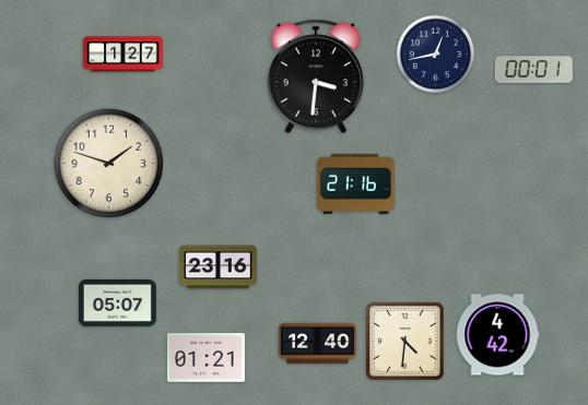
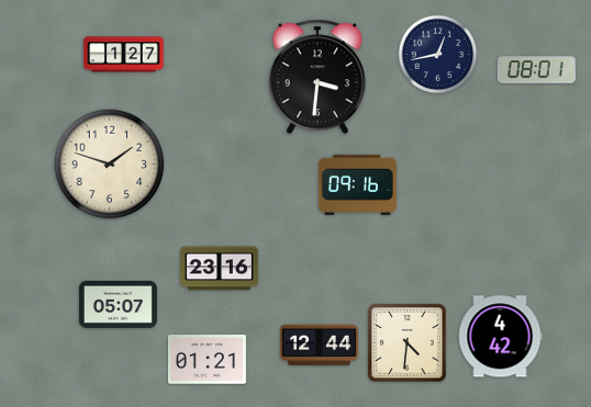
clock at (533, 70): 00:01 -> 08:01
clock at (355, 183): 21:16 -> 09:16
clock at (317, 344): 12:40 -> 12:44
